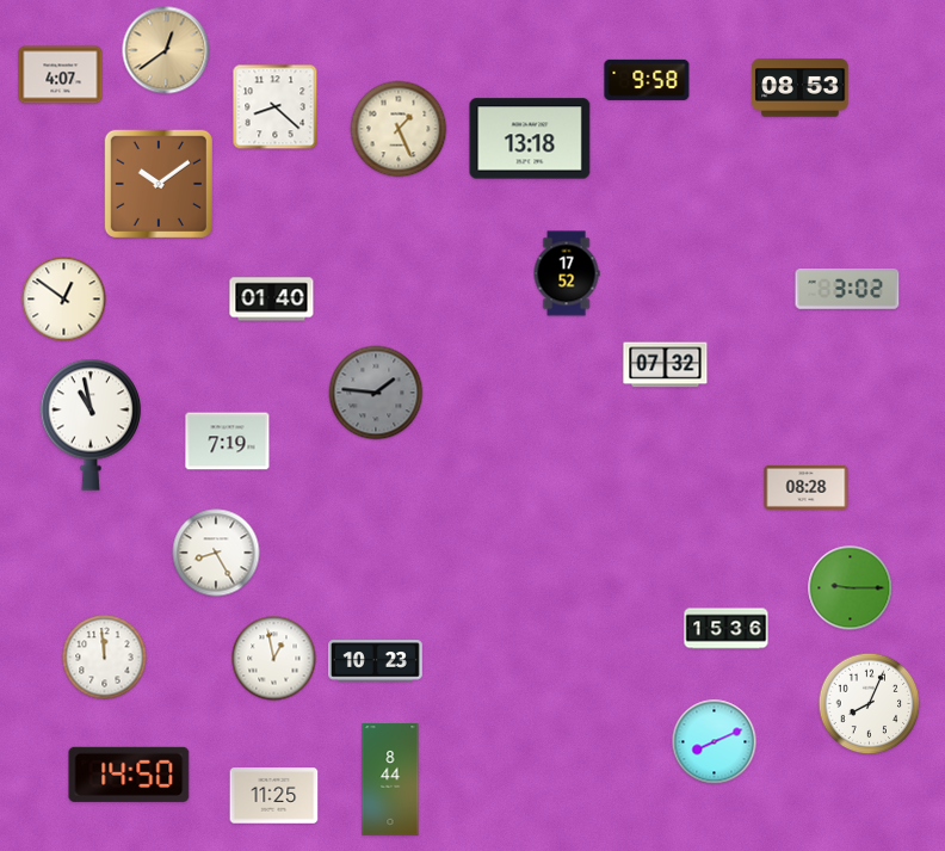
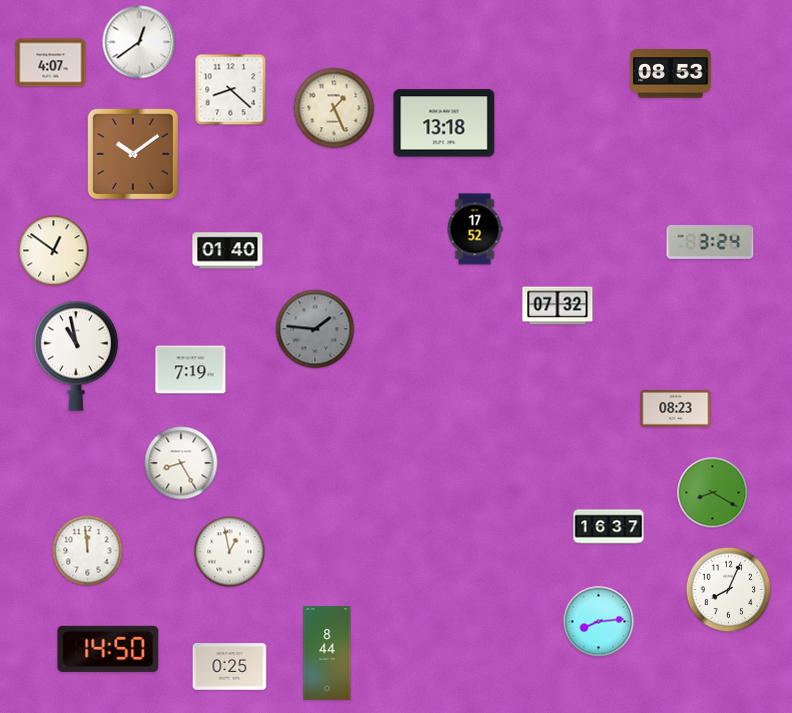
clock at (166, 50) dial: champagne -> white
clock at (647, 80): 9:58 -> none
clock at (530, 138) position: (530, 138) -> (444, 123)
clock at (847, 289): 3:02 -> 3:24
clock at (807, 487): 08:28 -> 08:23
clock at (851, 588): 9:15 -> 8:20
clock at (727, 629): 15:36 -> 16:37
clock at (375, 661): 10:23 -> none
clock at (715, 742): 8:11 -> 8:14
clock at (274, 796): 11:25 -> 0:25
